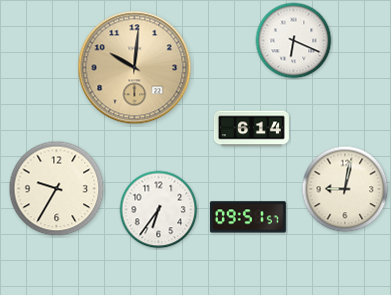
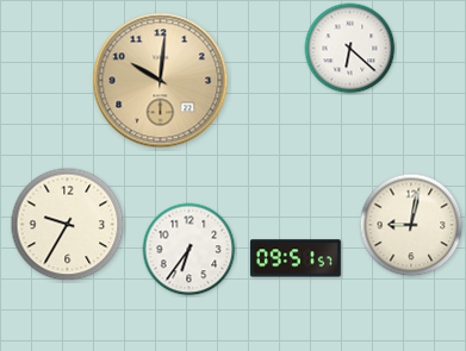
clock at (294, 41): 6:19 -> 6:22
clock at (251, 129): 6:14 -> none
